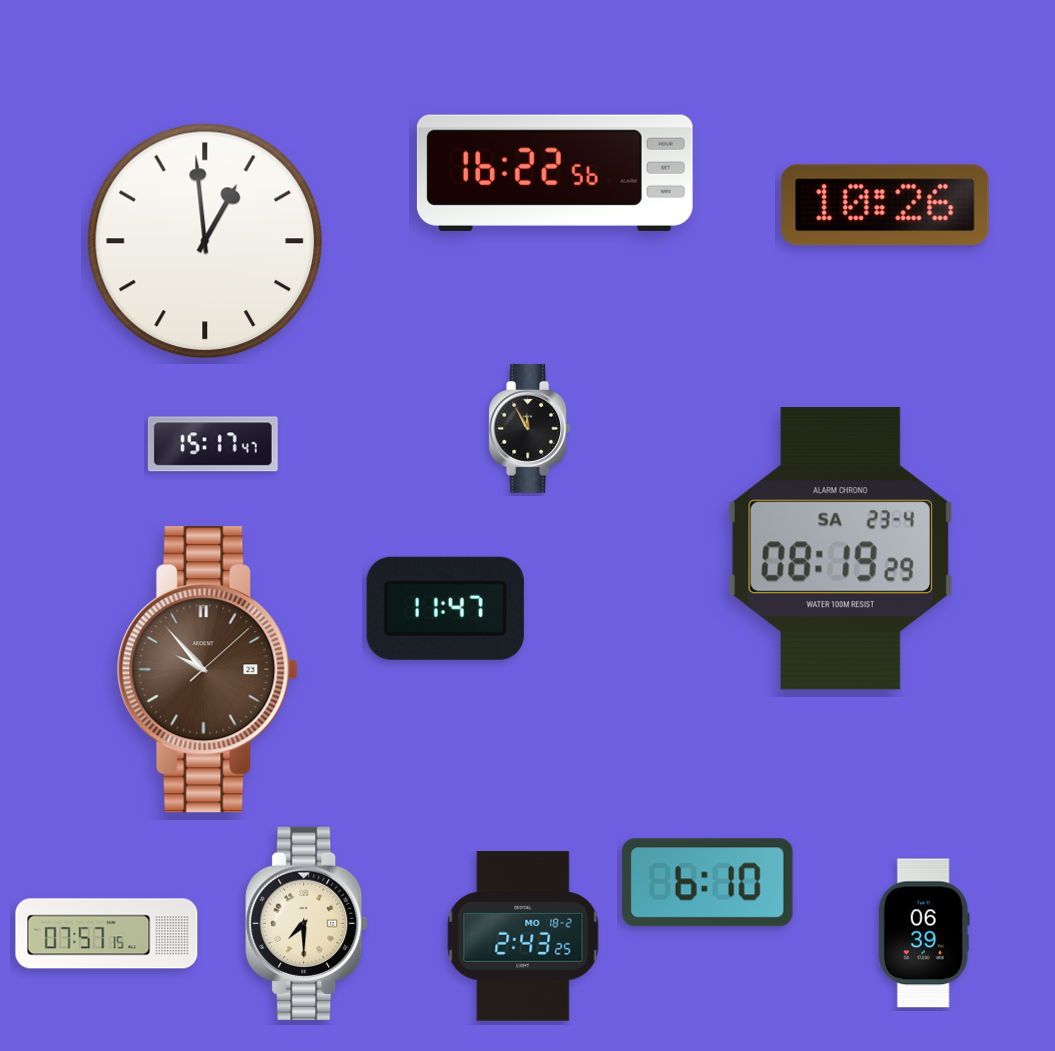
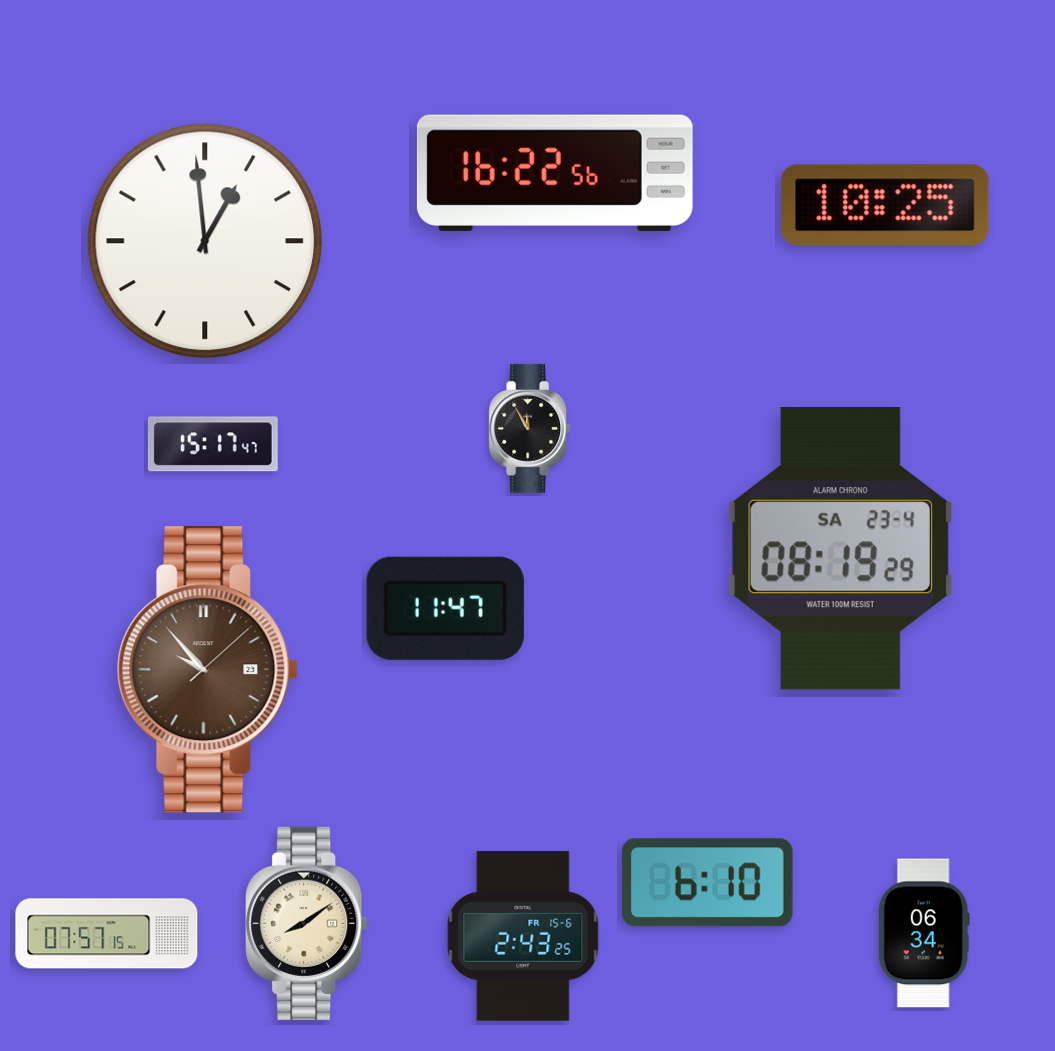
clock at (885, 205): 10:26 -> 10:25
clock at (307, 923): 7:30 -> 8:09
clock at (924, 933): 06:39 -> 06:34
clock at (523, 936) date: MO 18-2 -> FR 15-6
